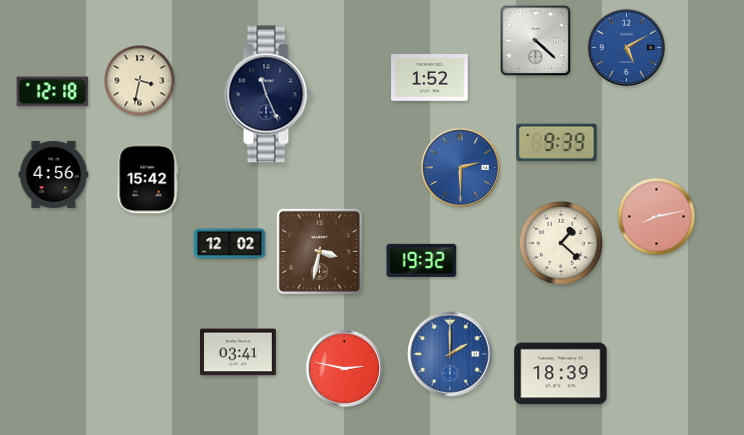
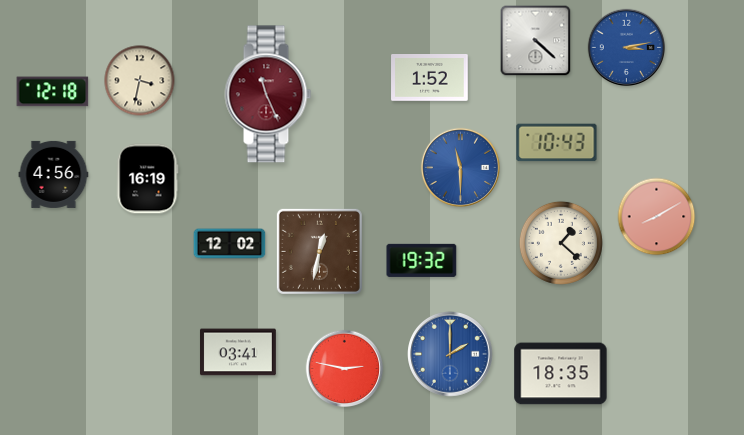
clock at (627, 48): 5:10 -> 3:13
clock at (268, 94) dial: navy -> burgundy
clock at (557, 143): 9:39 -> 10:43
clock at (460, 167): 2:30 -> 11:30
clock at (148, 179): 15:42 -> 16:19
clock at (657, 217): 8:13 -> 8:10
clock at (319, 251): 3:32 -> 12:32
clock at (561, 374): 18:39 -> 18:35
